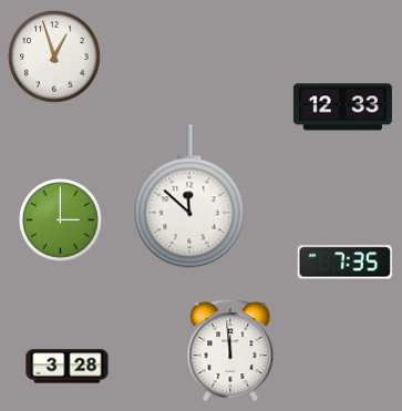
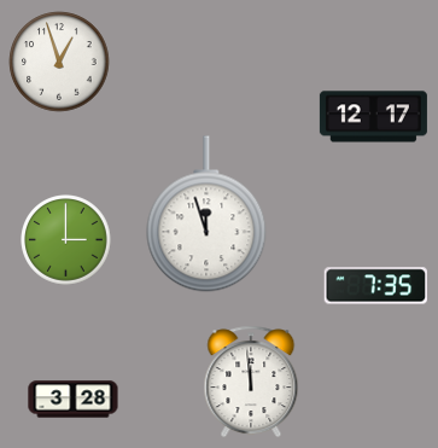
clock at (342, 107): 12:33 -> 12:17
clock at (189, 196): 11:52 -> 11:57
